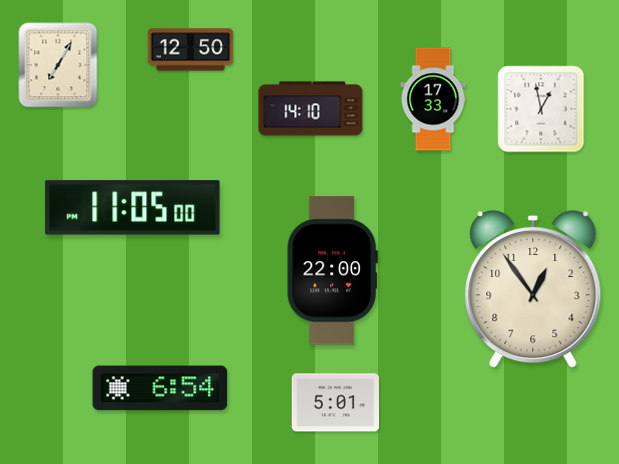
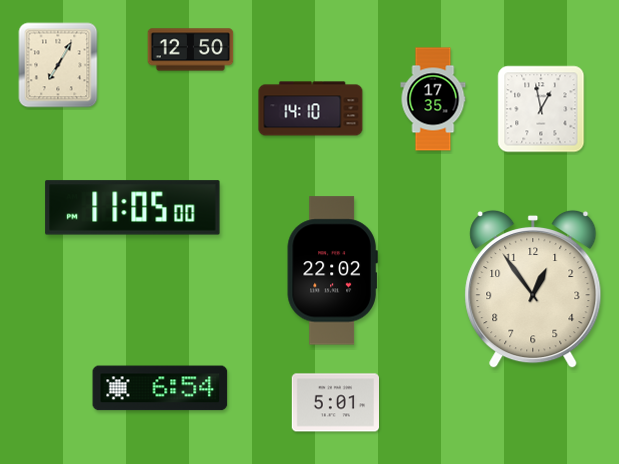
clock at (433, 99): 17:33 -> 17:35
clock at (332, 271): 22:00 -> 22:02
